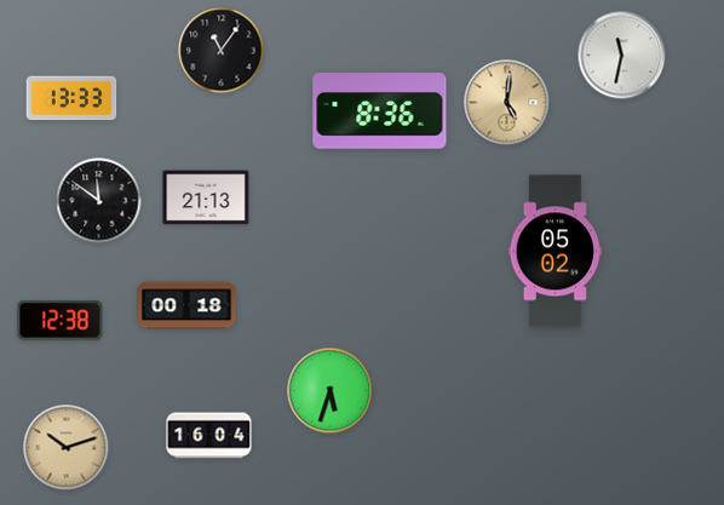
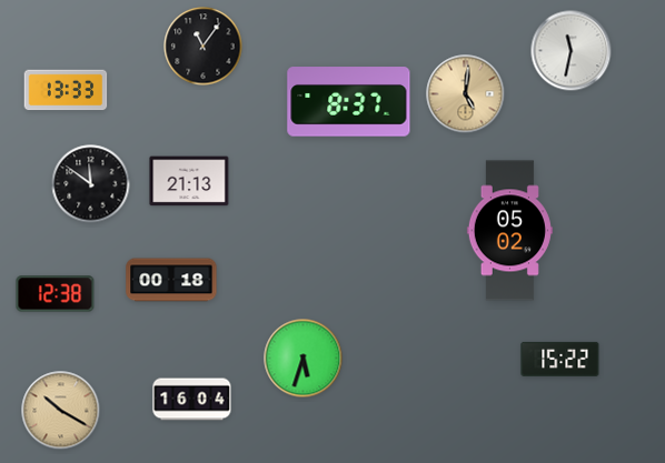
clock at (380, 111): 8:36 -> 8:37
clock at (560, 359): none -> 15:22
clock at (67, 448): 10:12 -> 10:20
